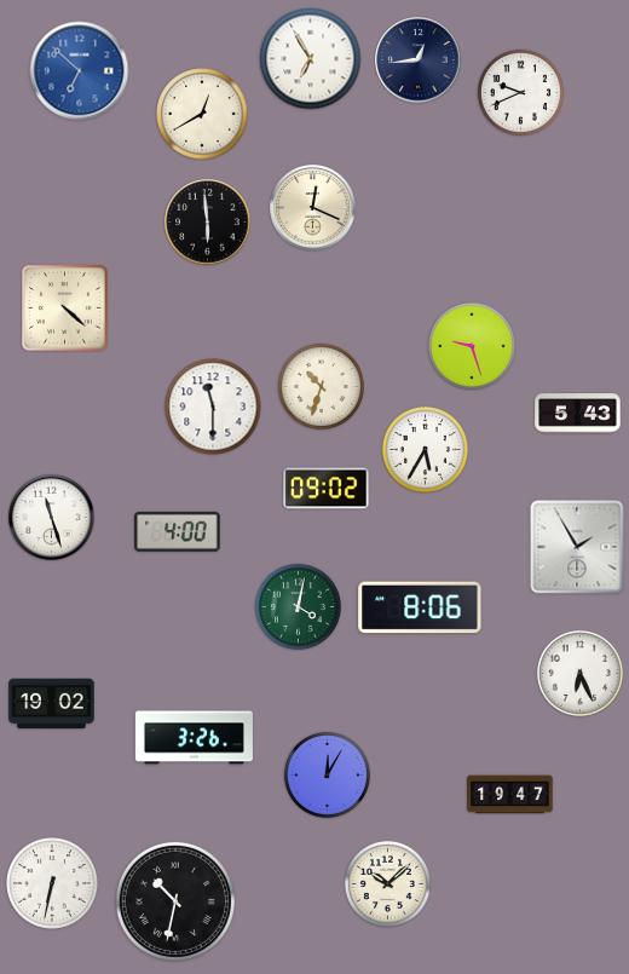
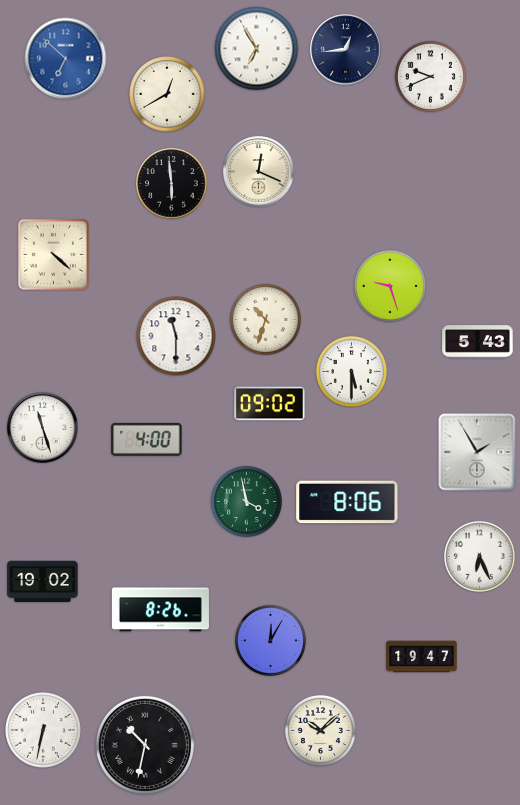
clock at (425, 449): 5:35 -> 5:30
clock at (298, 606): 4:02 -> 3:58
clock at (194, 738): 3:26 -> 8:26
